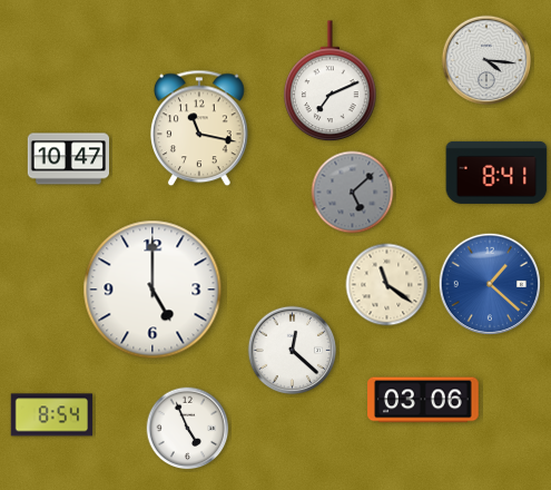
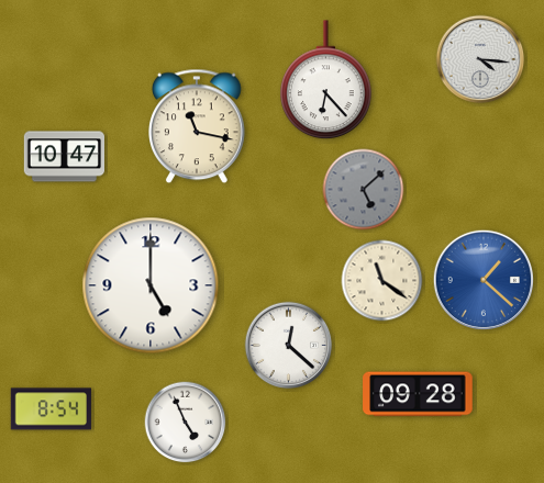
clock at (331, 81): 7:11 -> 6:23
clock at (68, 159) position: (68, 159) -> (64, 157)
clock at (496, 173): 8:41 -> none
clock at (353, 193) position: (353, 193) -> (364, 190)
clock at (423, 400): 03:06 -> 09:28
